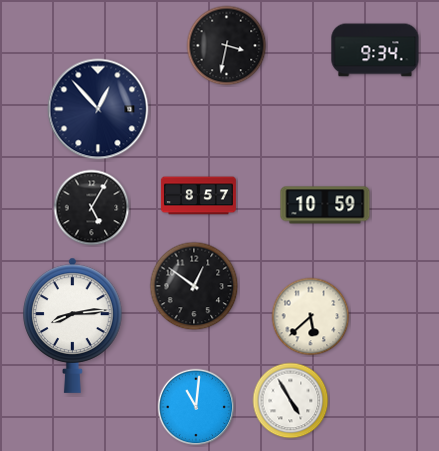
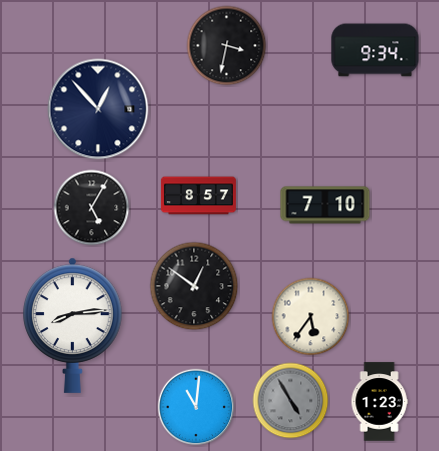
clock at (325, 205): 10:59 -> 7:10
clock at (311, 317): 5:38 -> 5:36
clock at (291, 401) dial: white -> grey
clock at (379, 402): none -> 1:23
